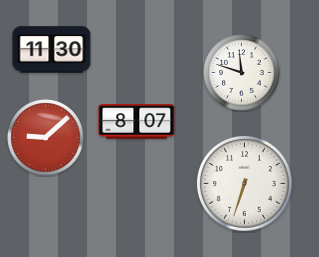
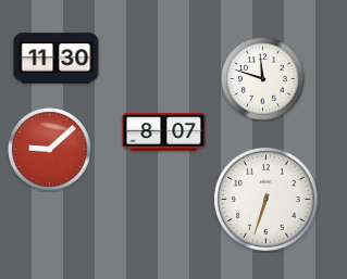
clock at (52, 50) position: (52, 50) -> (57, 59)
clock at (137, 122) position: (137, 122) -> (164, 132)
